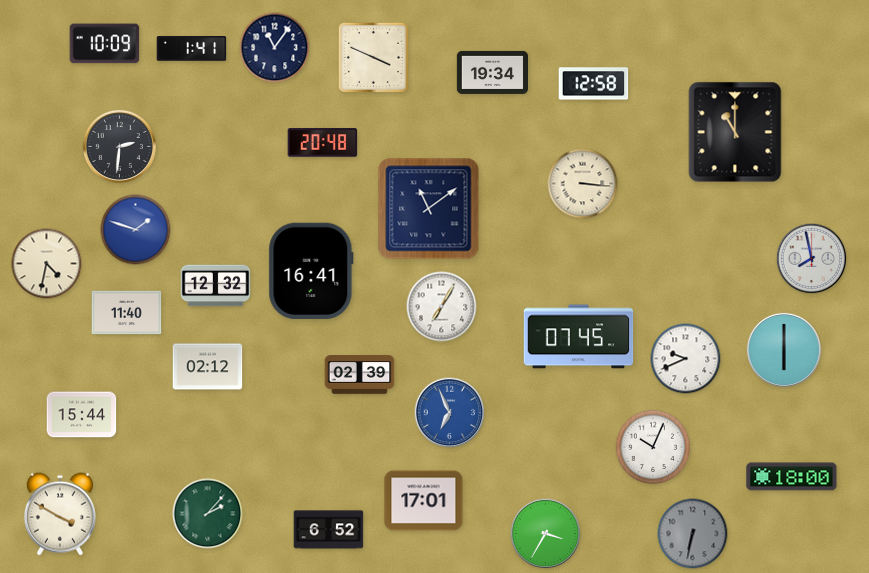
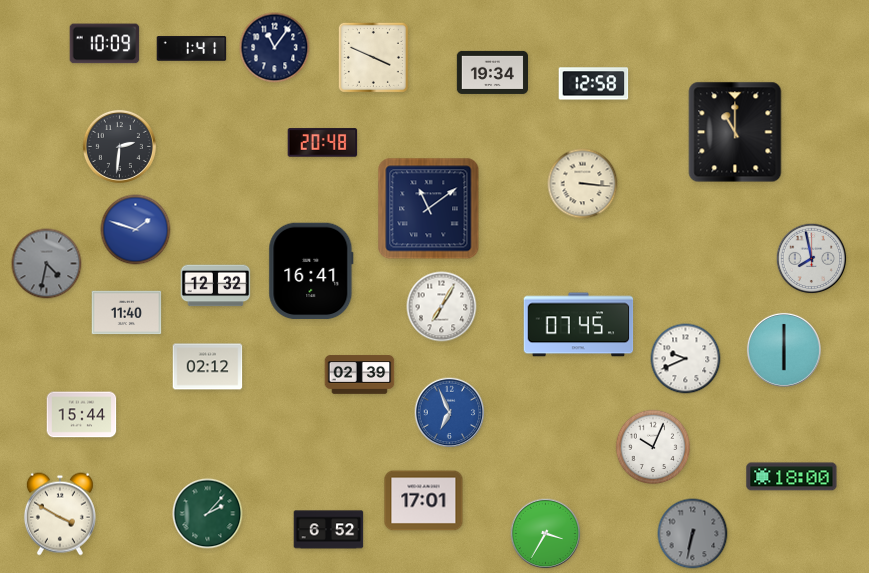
clock at (47, 264) dial: cream -> grey
clock at (579, 337) position: (579, 337) -> (579, 325)
